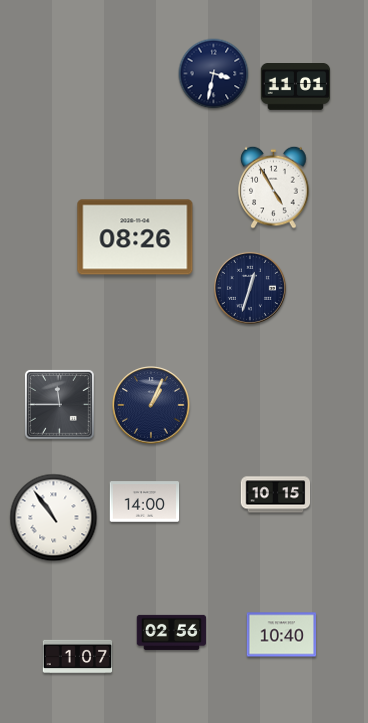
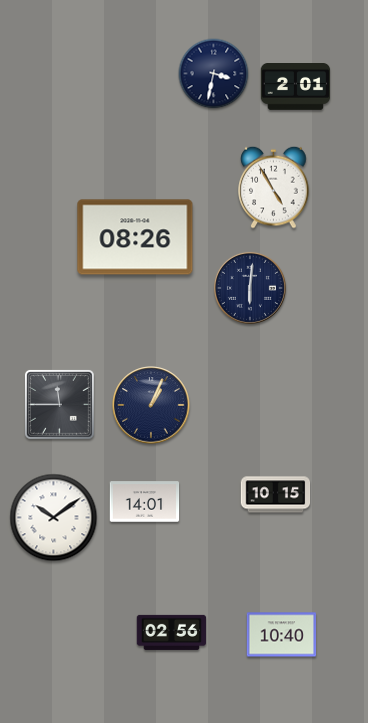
clock at (296, 87): 11:01 -> 2:01
clock at (250, 288): 12:33 -> 6:01
clock at (145, 502): 14:00 -> 14:01
clock at (54, 518): 10:54 -> 10:09
clock at (78, 657): 1:07 -> none
